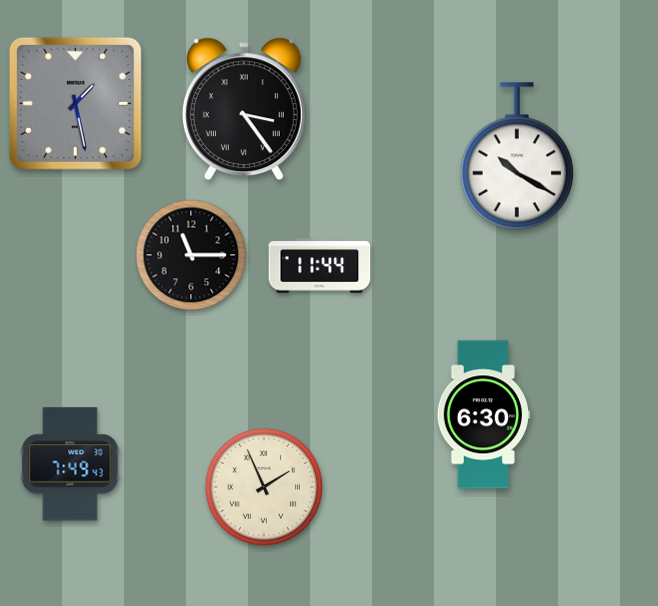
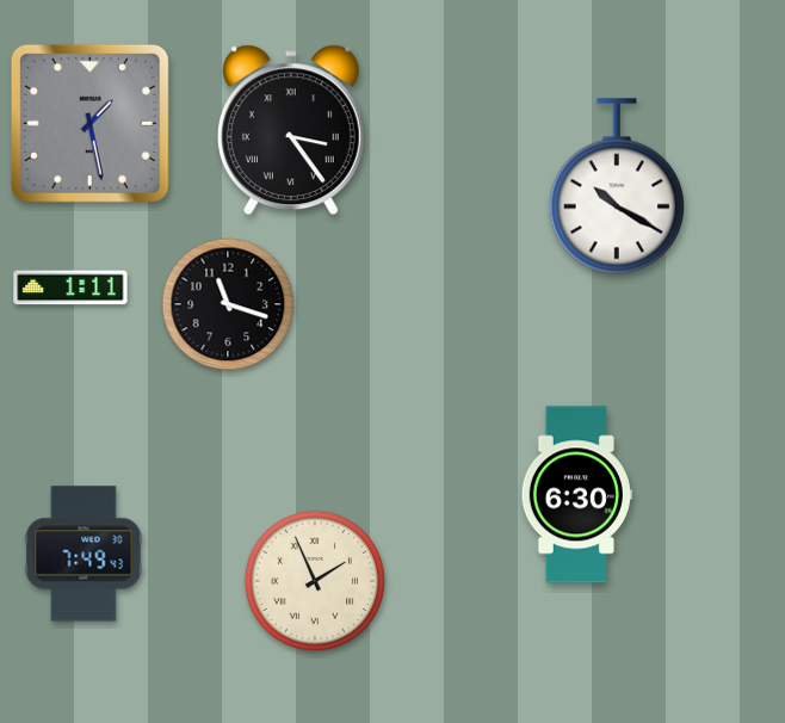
clock at (70, 288): none -> 1:11
clock at (191, 255): 11:15 -> 11:18
clock at (320, 266): 11:44 -> none
